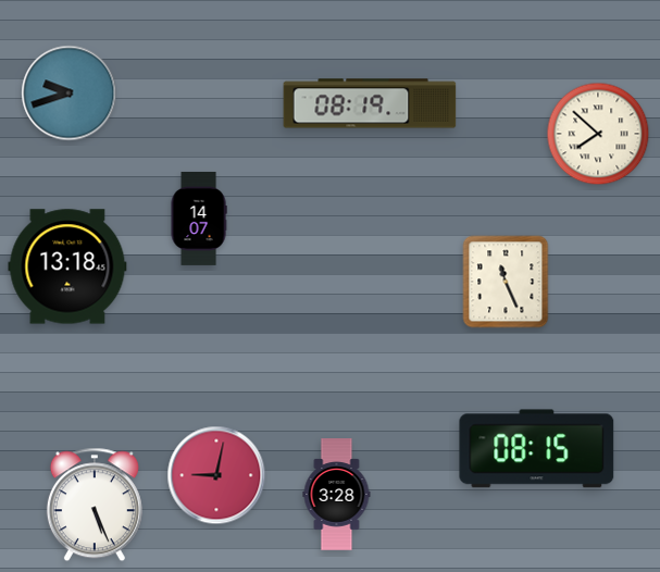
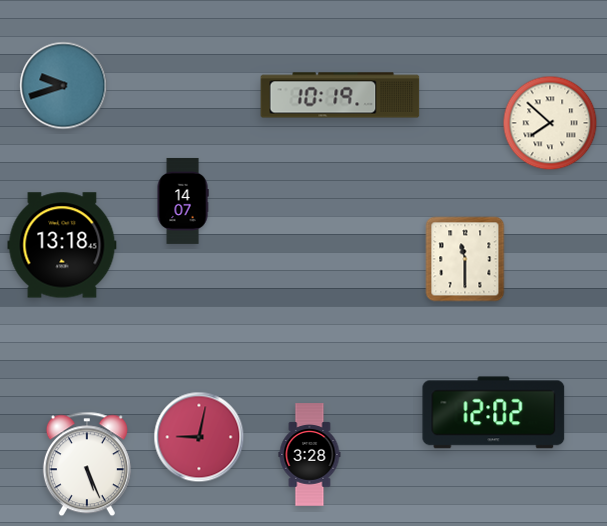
clock at (370, 103): 08:19 -> 10:19
clock at (506, 282): 11:26 -> 11:30
clock at (537, 449): 08:15 -> 12:02
